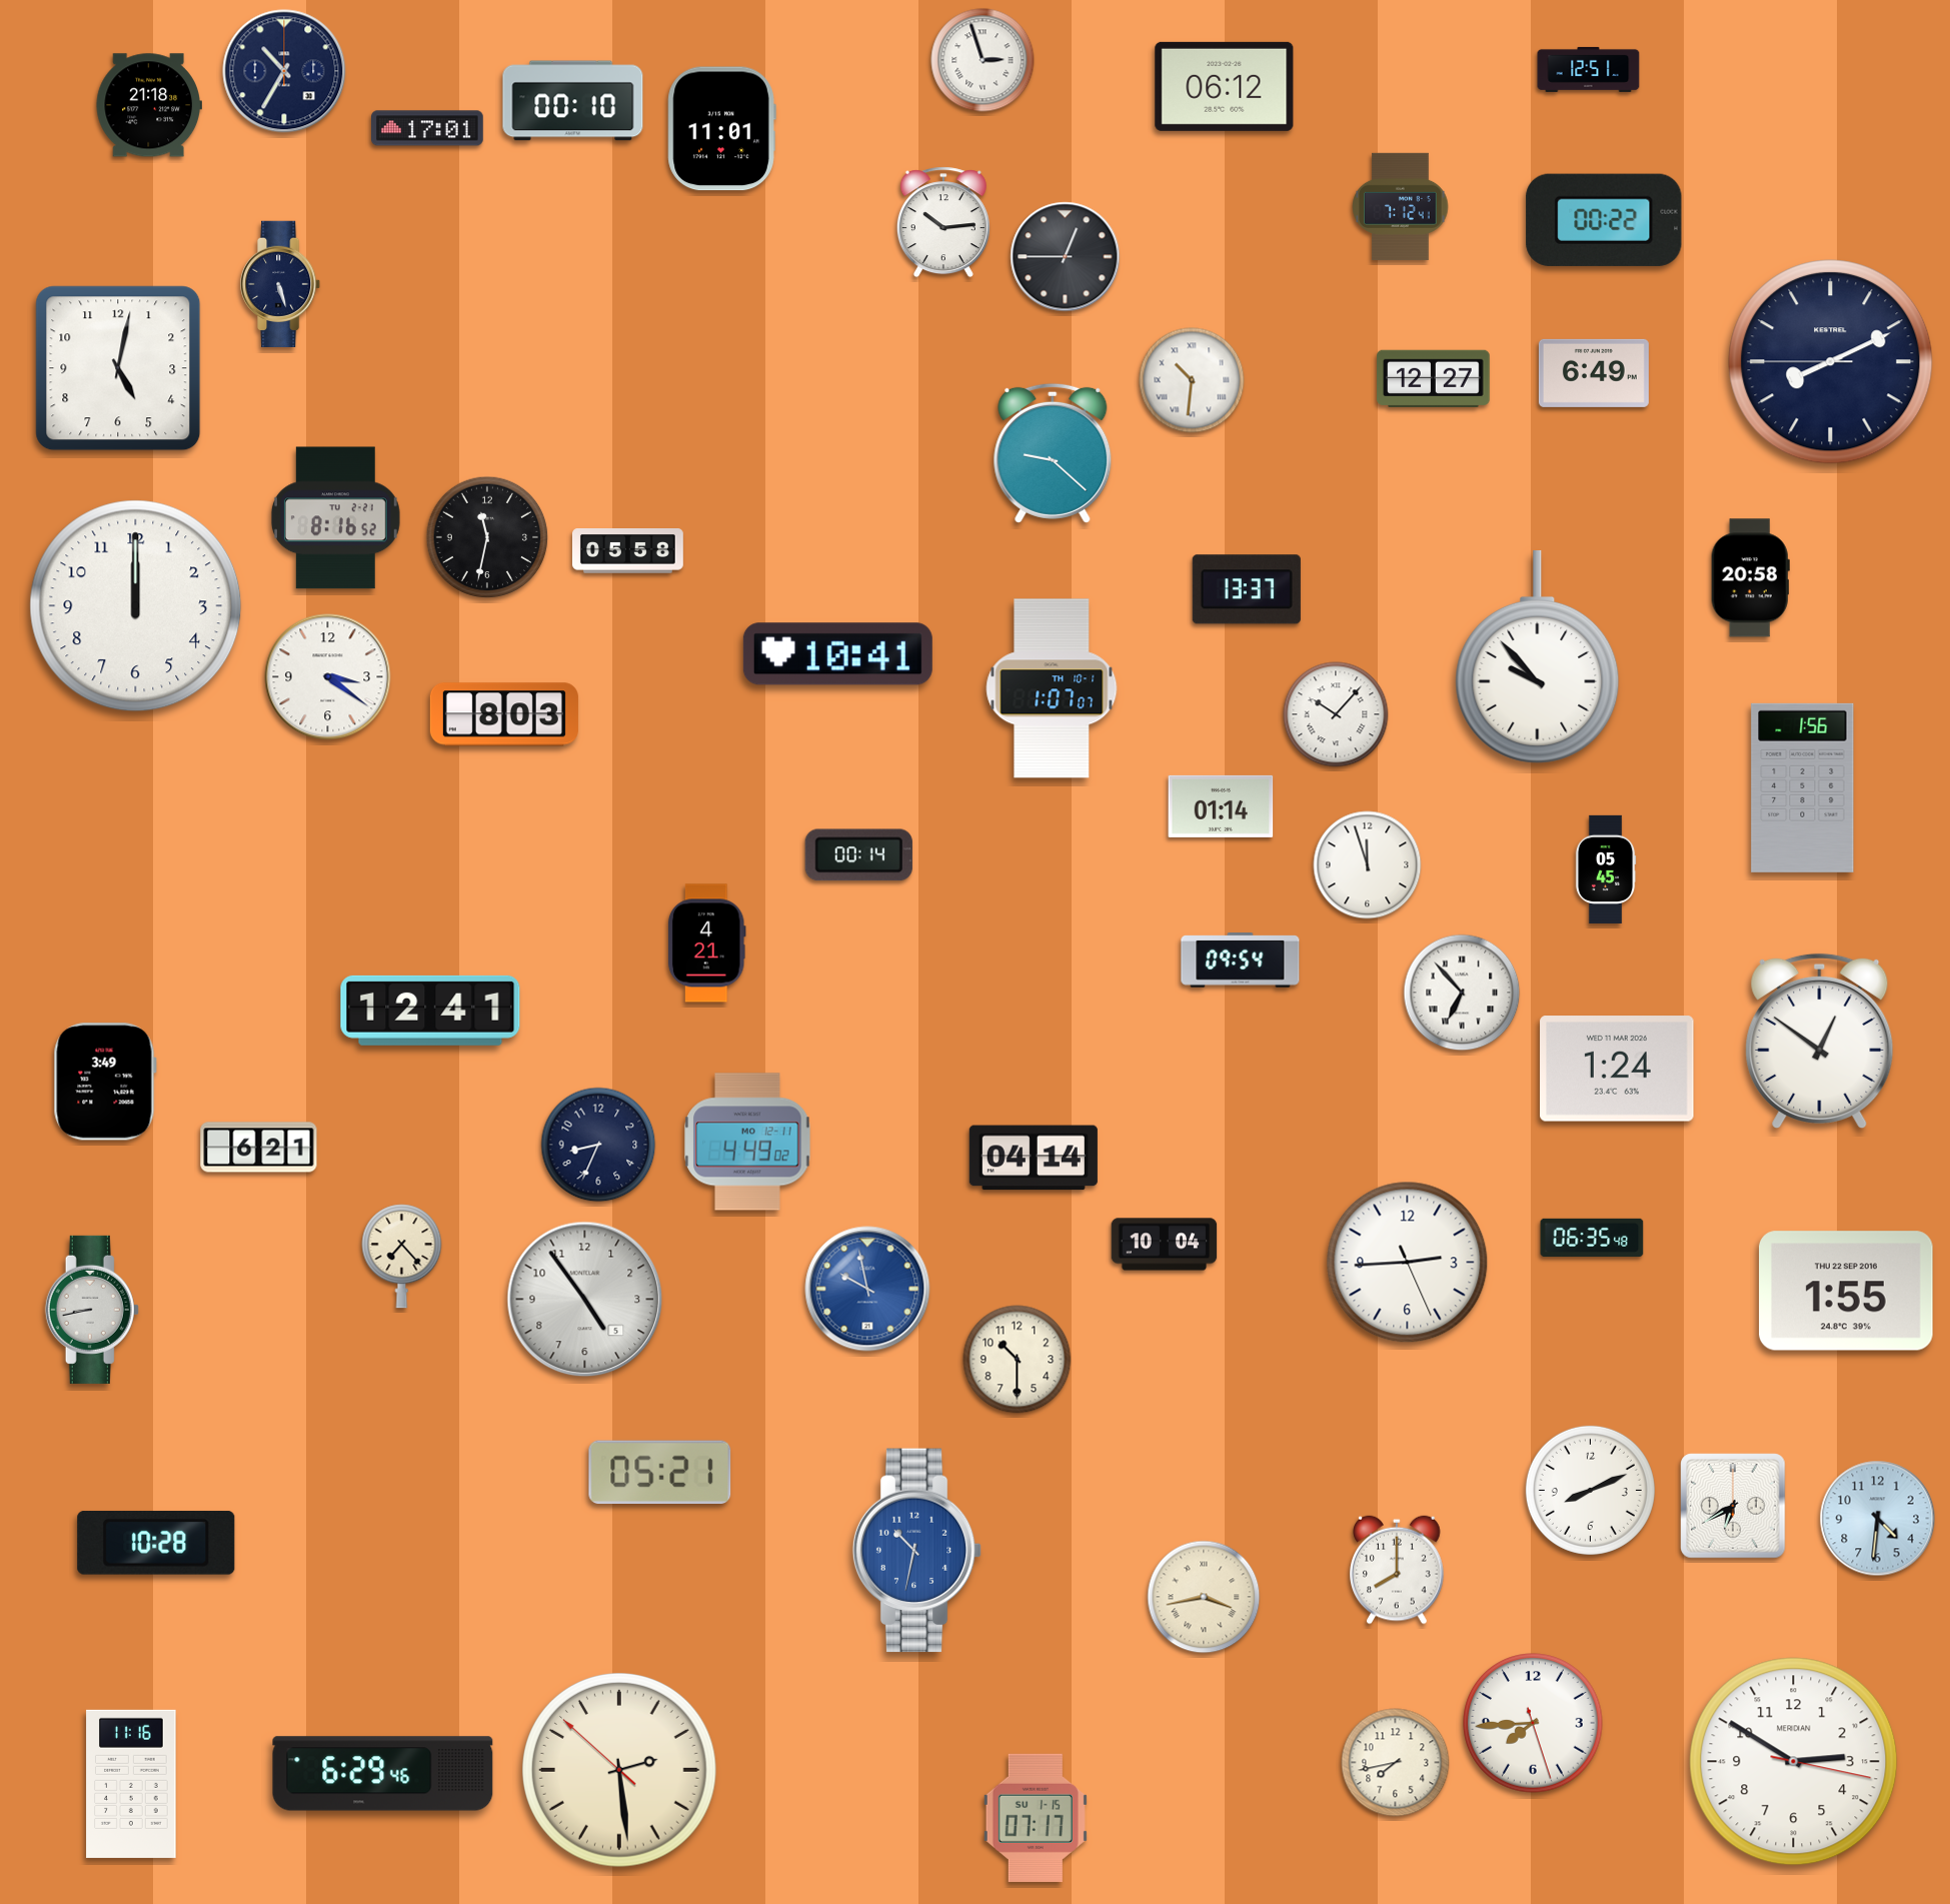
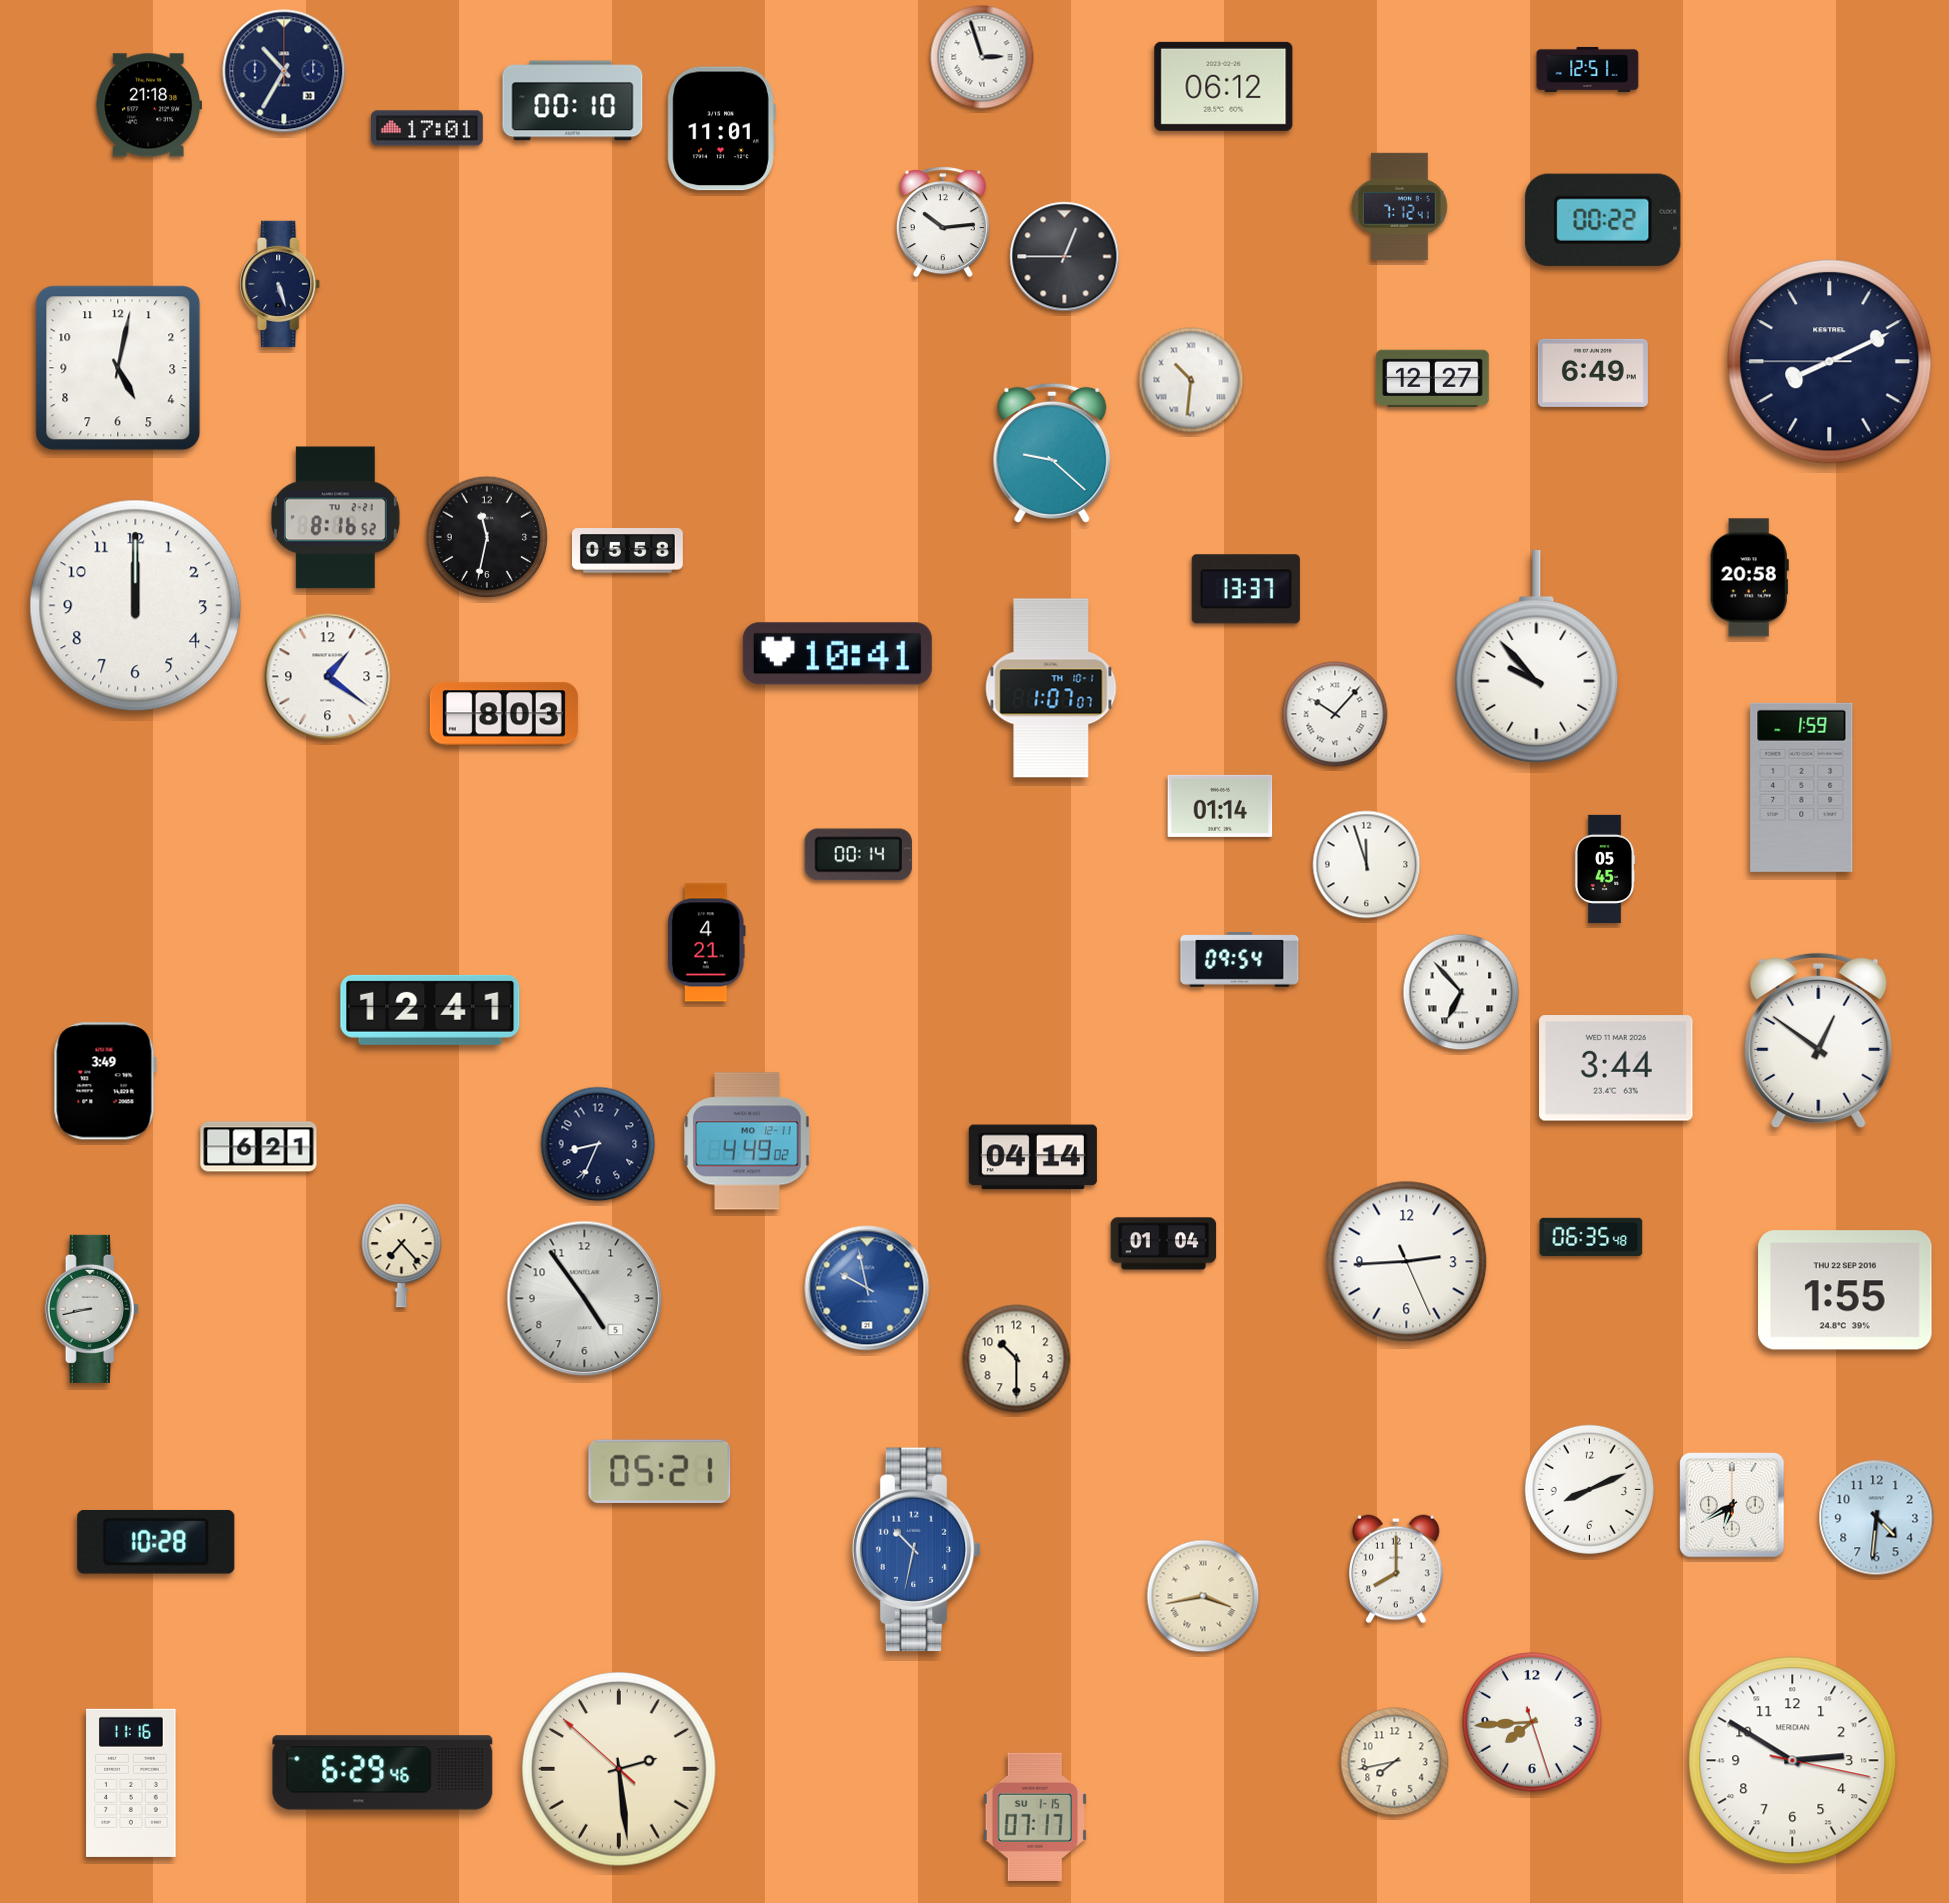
clock at (983, 60) position: (983, 60) -> (982, 57)
clock at (328, 677): 3:21 -> 1:21
clock at (1803, 787): 1:56 -> 1:59
clock at (1617, 1069): 1:24 -> 3:44
clock at (1165, 1245): 10:04 -> 01:04
